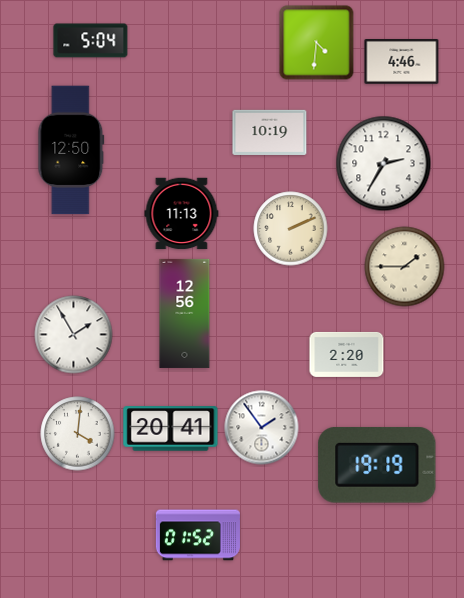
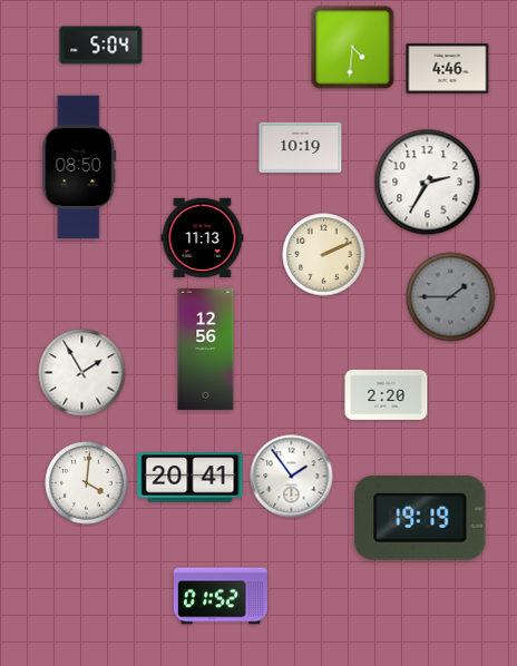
clock at (71, 150): 12:50 -> 08:50
clock at (405, 267) dial: cream -> grey
